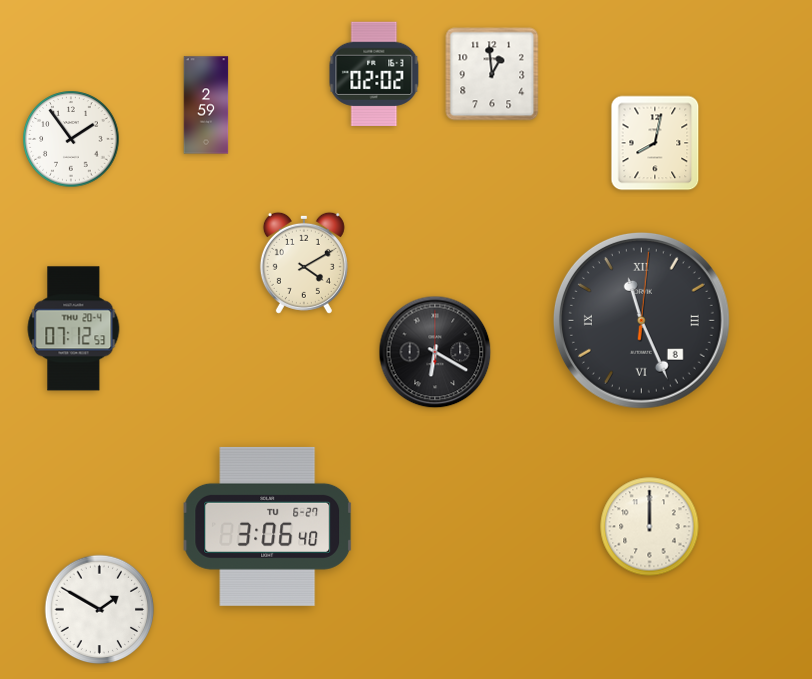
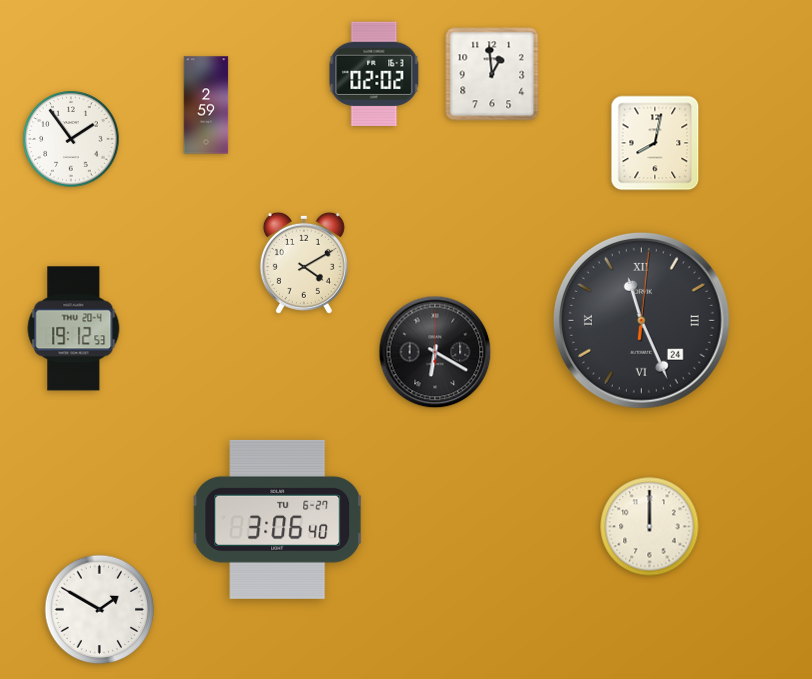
clock at (641, 320) date: 8 -> 24
clock at (74, 329): 07:12 -> 19:12
clock at (268, 526) position: (268, 526) -> (278, 519)
